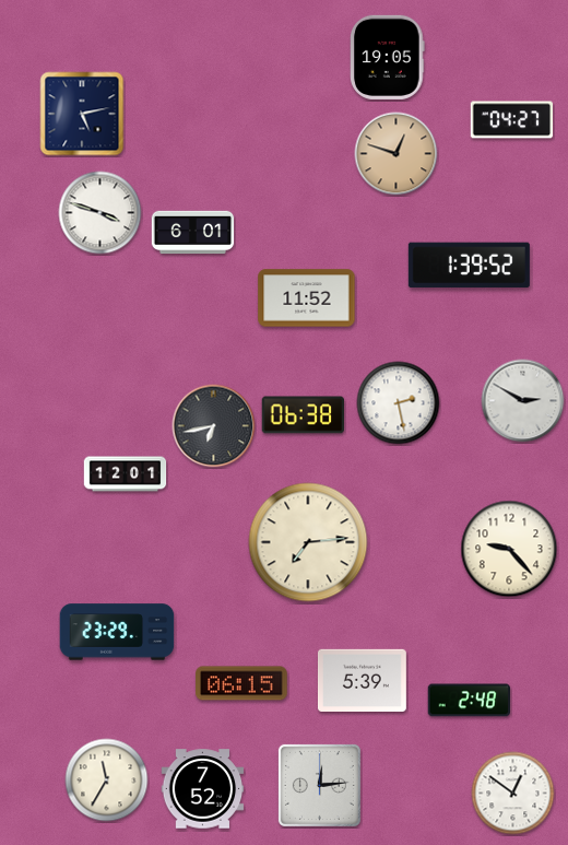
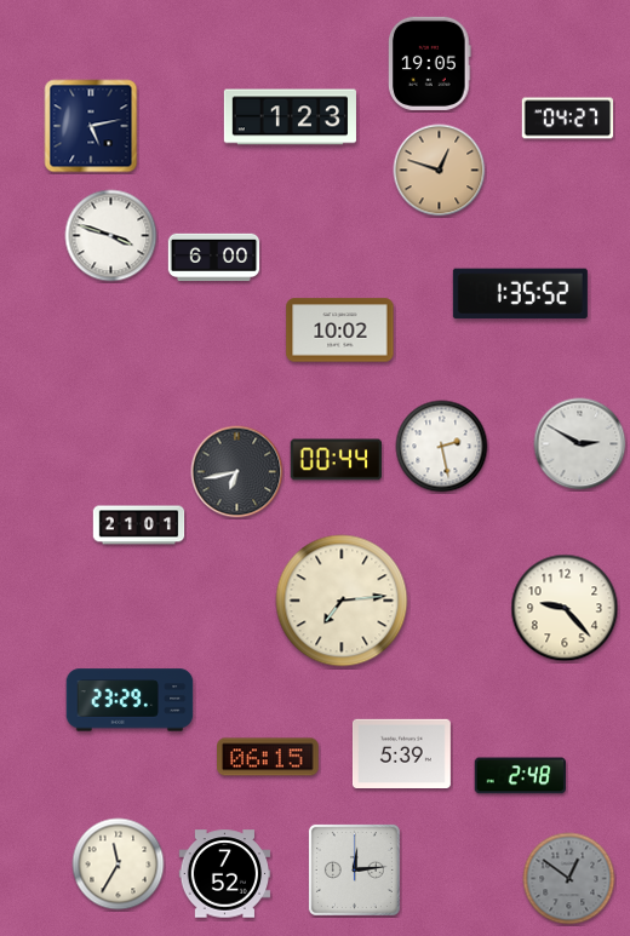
clock at (290, 117): none -> 1:23
clock at (512, 120) position: (512, 120) -> (568, 119)
clock at (193, 233): 6:01 -> 6:00
clock at (469, 266): 1:39 -> 1:35
clock at (307, 298): 11:52 -> 10:02
clock at (303, 415): 06:38 -> 00:44
clock at (126, 474): 12:01 -> 21:01
clock at (513, 794) dial: white -> grey
